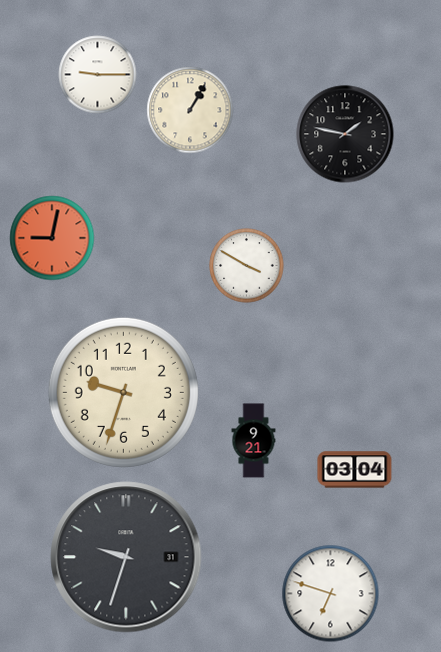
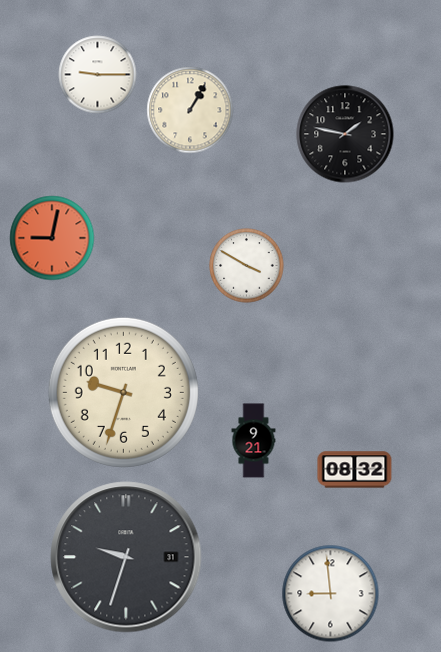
clock at (355, 470): 03:04 -> 08:32
clock at (331, 594): 6:48 -> 8:59
